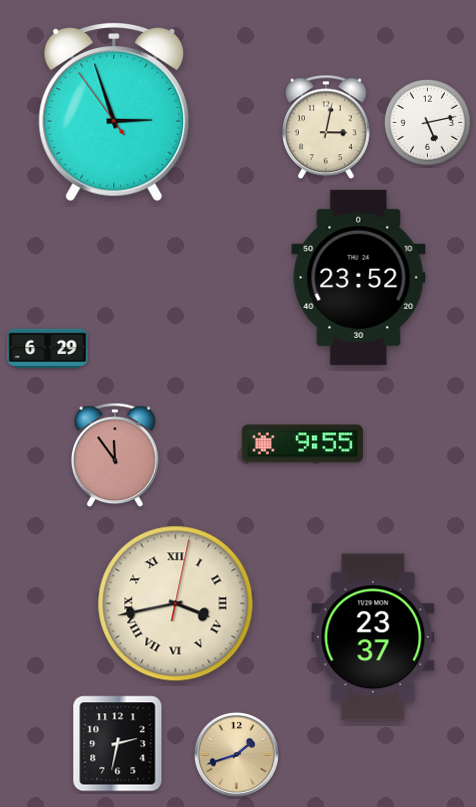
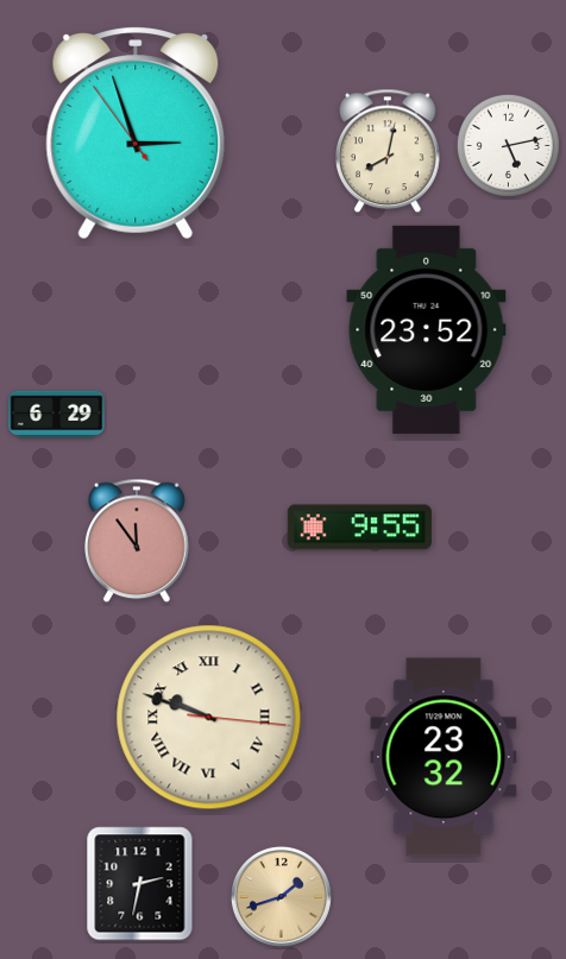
clock at (326, 127): 3:02 -> 8:02
clock at (176, 604): 3:43 -> 9:48
clock at (373, 637): 23:37 -> 23:32
